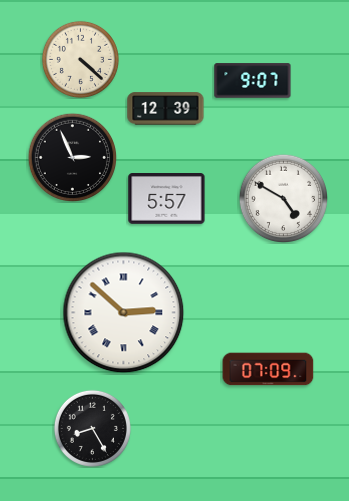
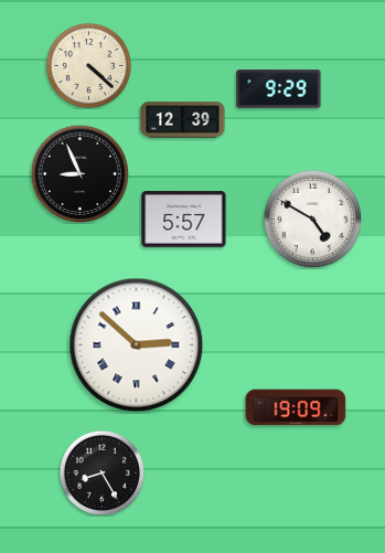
clock at (253, 81): 9:07 -> 9:29
clock at (72, 157): 2:56 -> 8:56
clock at (268, 369): 07:09 -> 19:09
